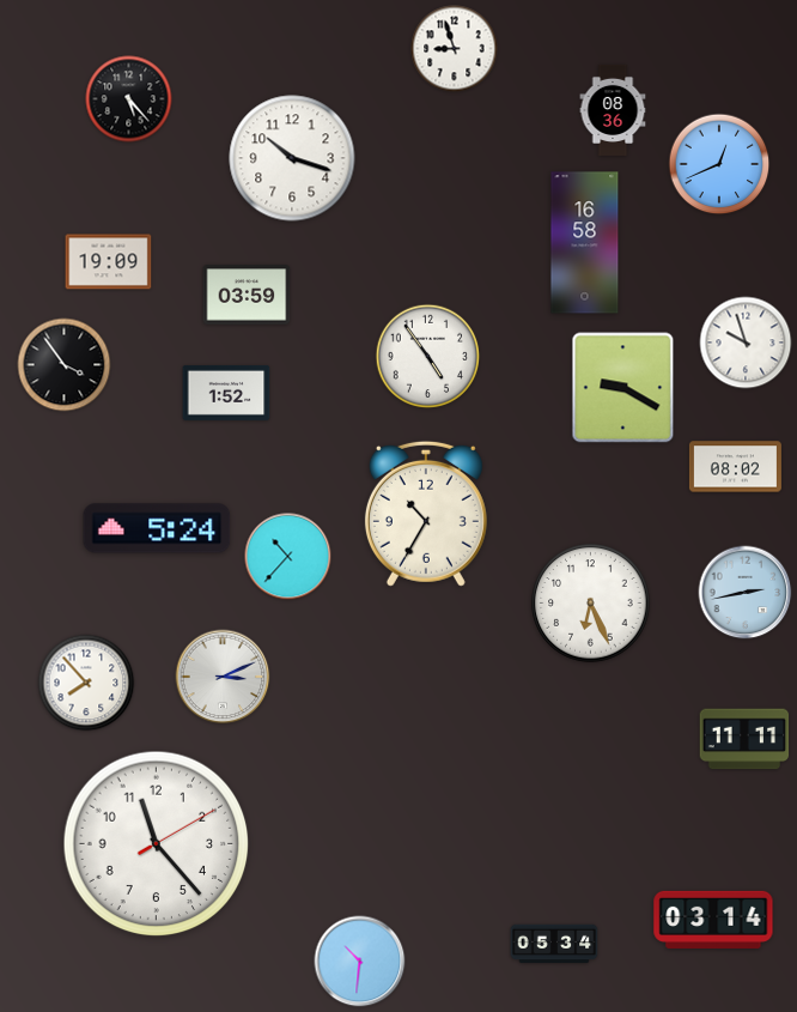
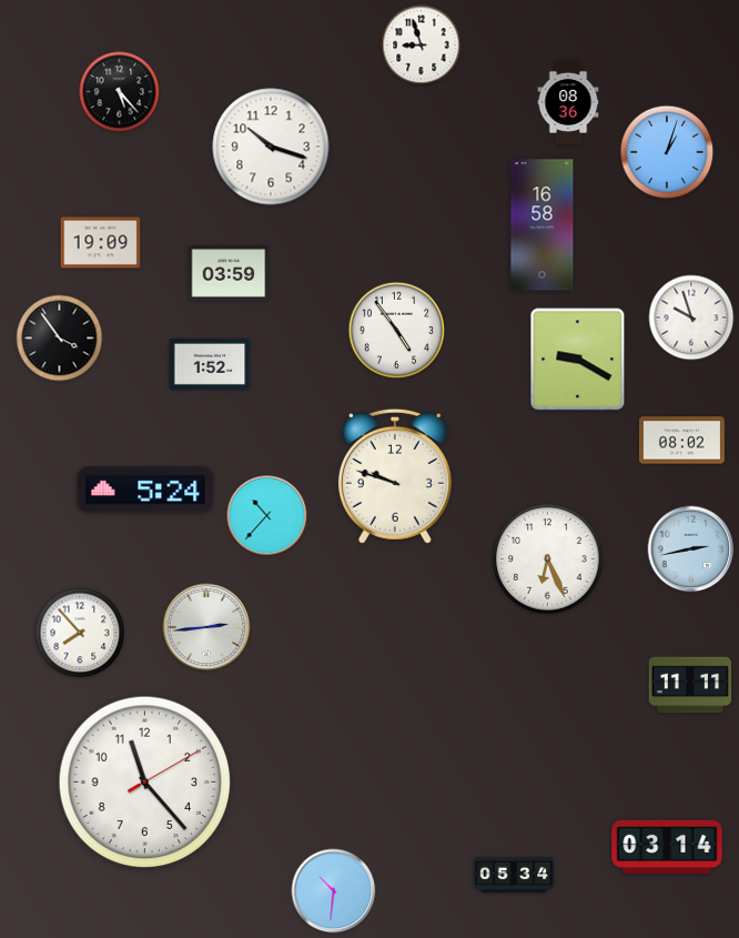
clock at (719, 164): 12:41 -> 1:03
clock at (735, 467) position: (735, 467) -> (681, 441)
clock at (426, 514): 10:35 -> 9:48
clock at (223, 677): 3:11 -> 2:44
clock at (713, 920) position: (713, 920) -> (667, 847)
